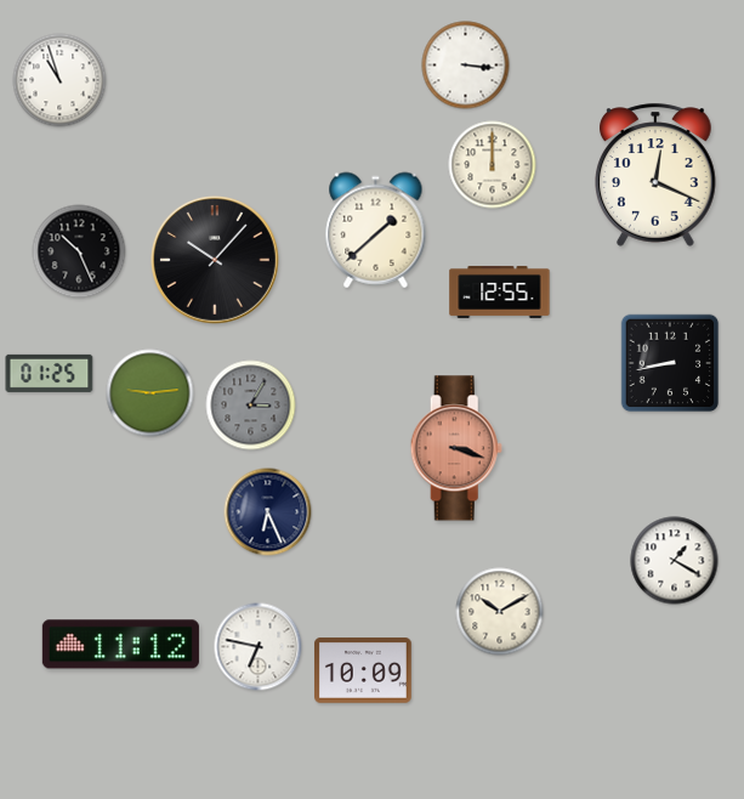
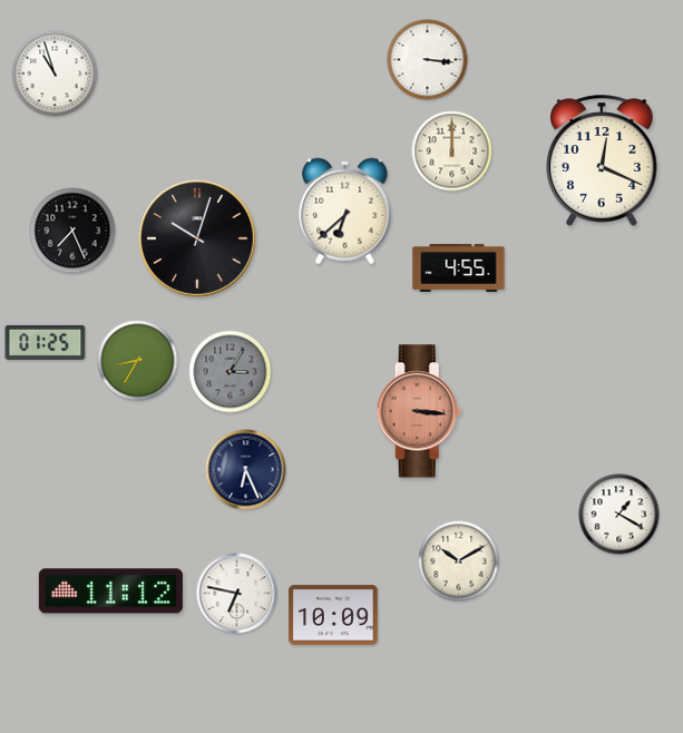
clock at (376, 231): 1:38 -> 6:38
clock at (79, 251): 10:26 -> 7:26
clock at (216, 261): 10:07 -> 10:03
clock at (500, 291): 12:55 -> 4:55
clock at (670, 363): 8:43 -> none
clock at (150, 393): 9:14 -> 8:35
clock at (456, 448): 3:18 -> 3:16
